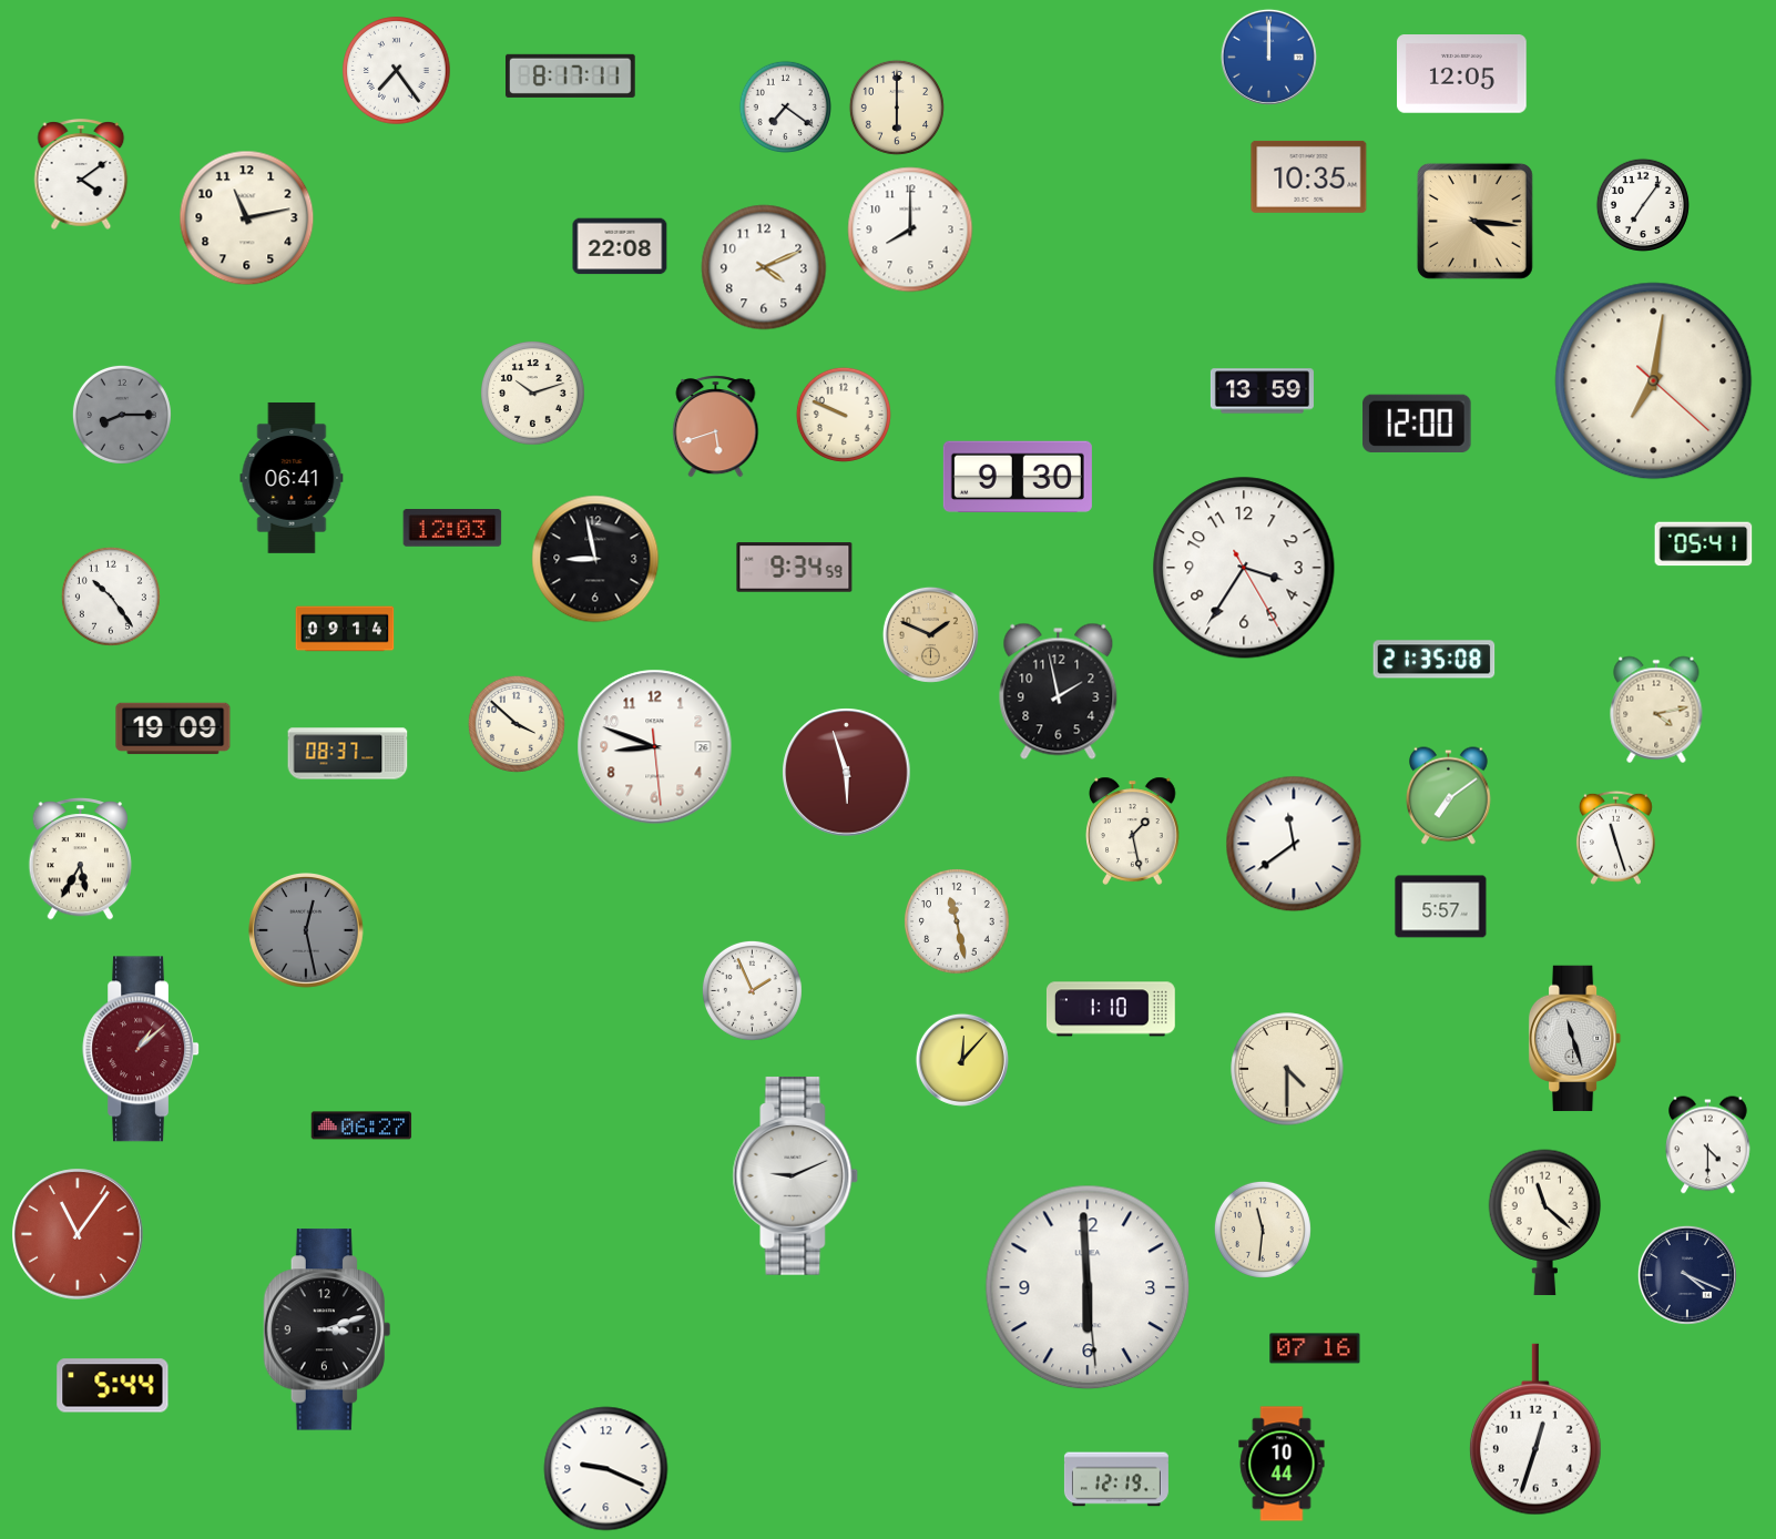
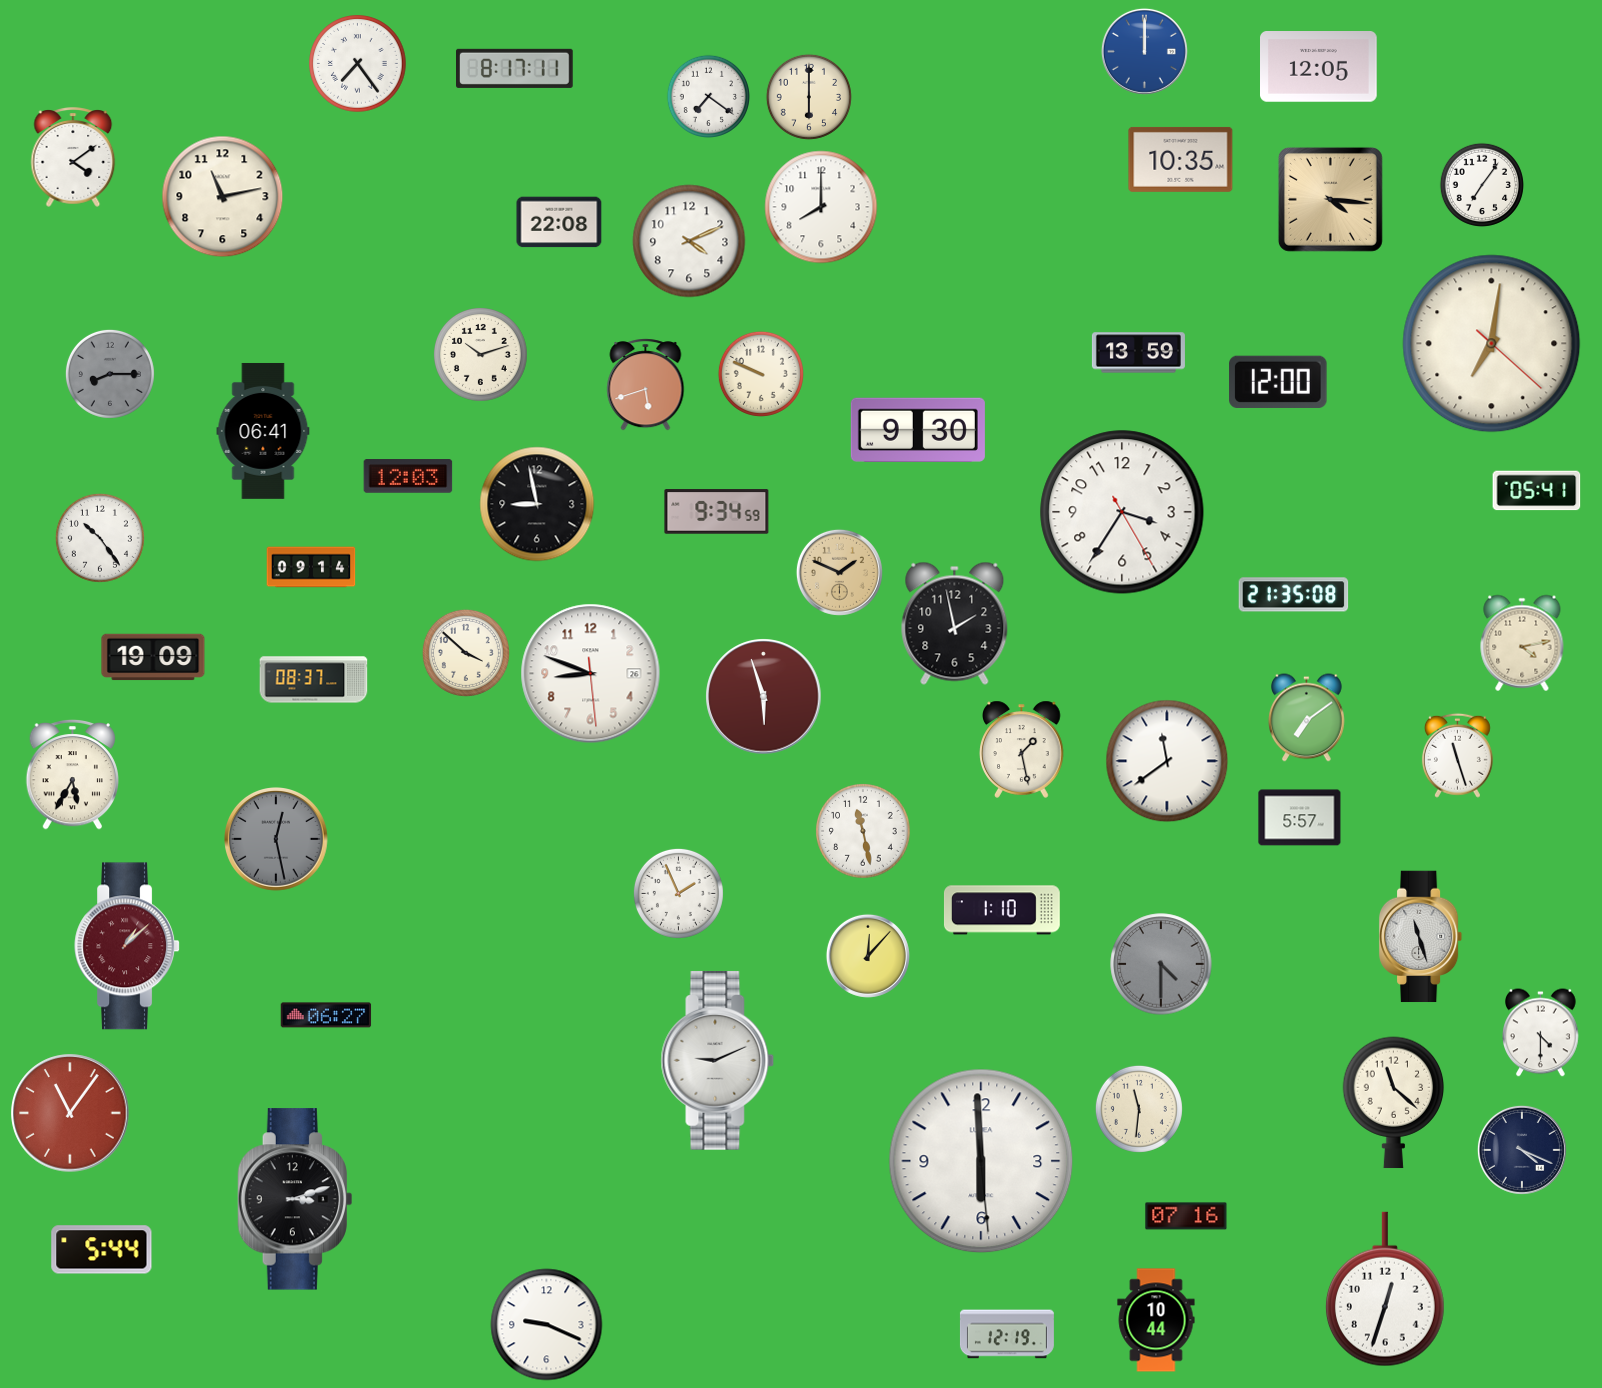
clock at (1656, 710) position: (1656, 710) -> (1522, 643)
clock at (173, 728) position: (173, 728) -> (153, 657)
clock at (1287, 1069) dial: cream -> grey
